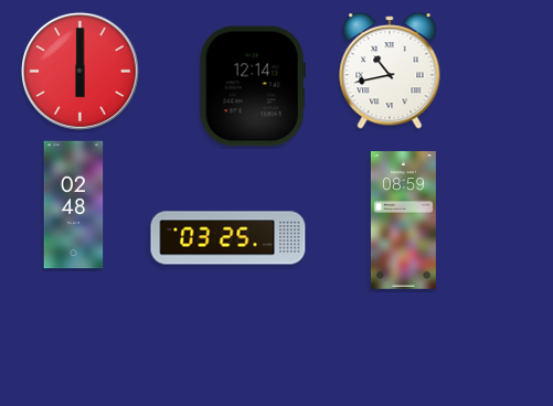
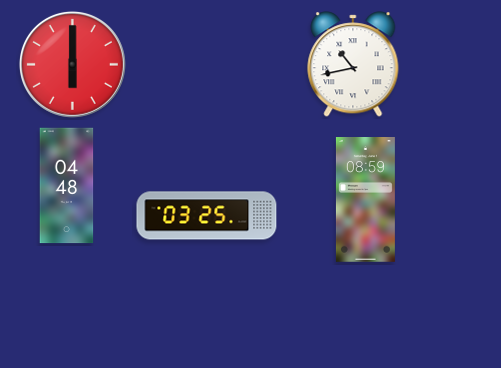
clock at (253, 86): 12:14 -> none
clock at (74, 205): 02:48 -> 04:48
